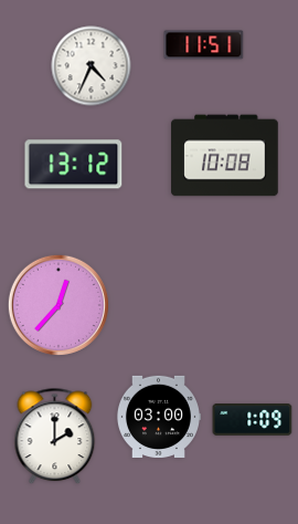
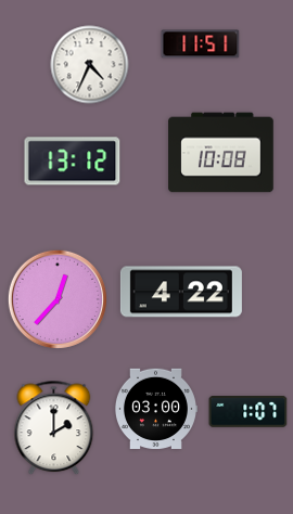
clock at (181, 292): none -> 4:22
clock at (253, 420): 1:09 -> 1:07
